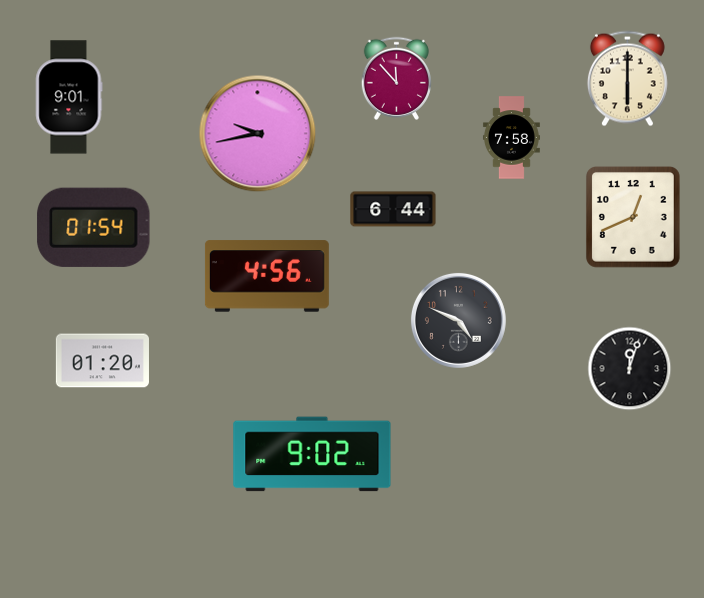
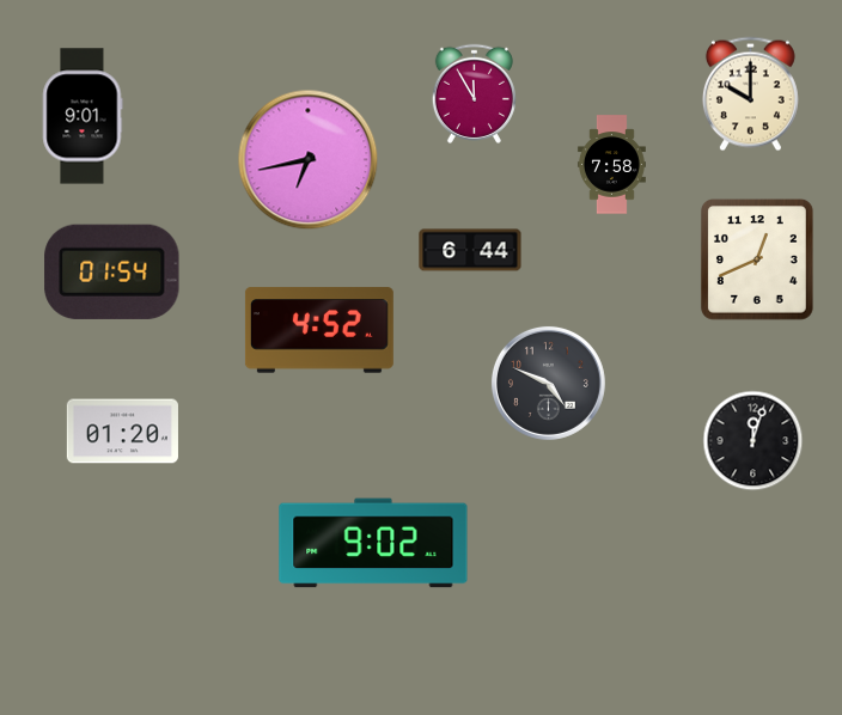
clock at (396, 78): 11:53 -> 11:55
clock at (627, 79): 6:00 -> 10:00
clock at (258, 134): 9:43 -> 6:43
clock at (267, 276): 4:56 -> 4:52
